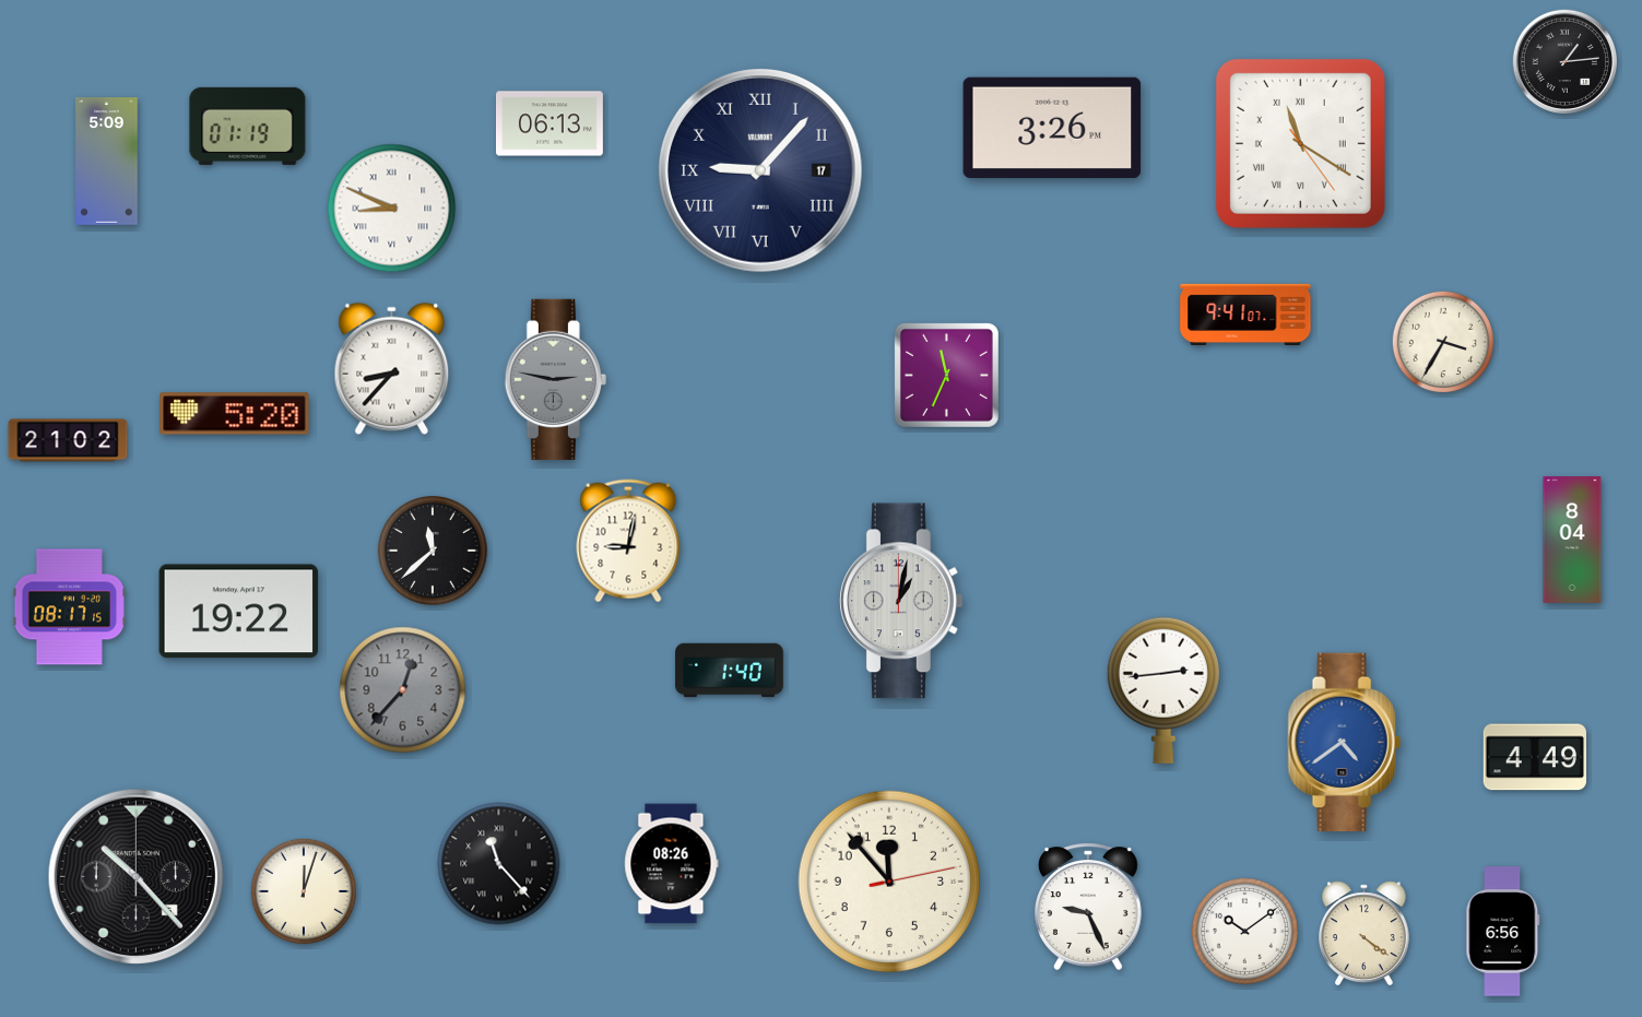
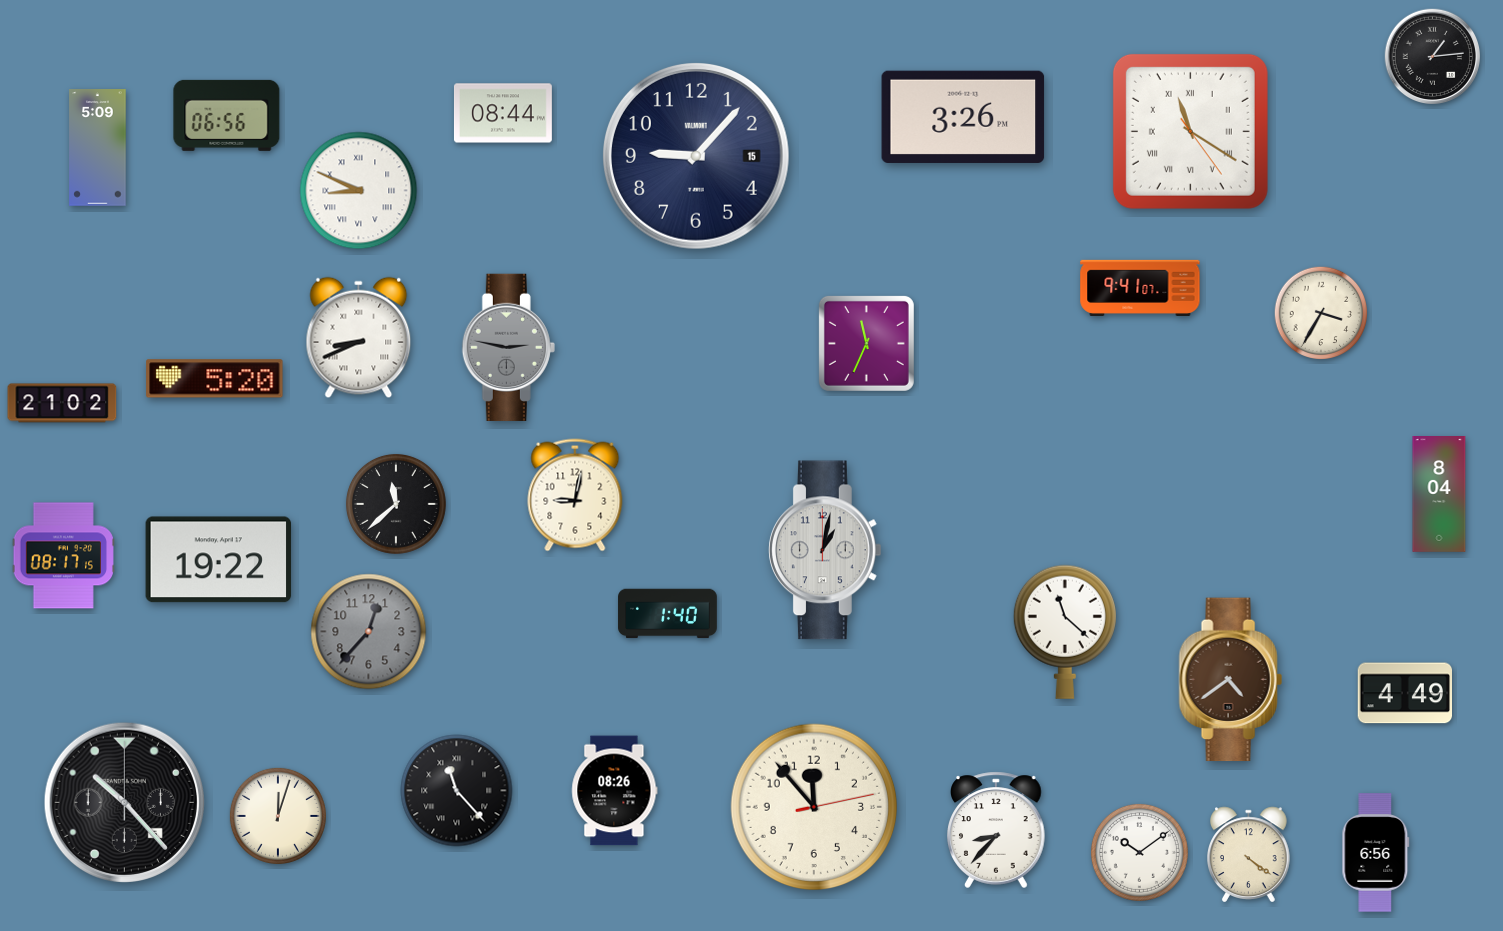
clock at (550, 123): 06:13 -> 08:44
clock at (248, 126): 01:19 -> 06:56
clock at (761, 172) date: 17 -> 15
clock at (761, 172) numerals: Roman -> Arabic
clock at (392, 369): 8:37 -> 8:41
clock at (1163, 690): 2:44 -> 11:22
clock at (1344, 743) dial: blue -> brown
clock at (1088, 907): 9:26 -> 8:37
